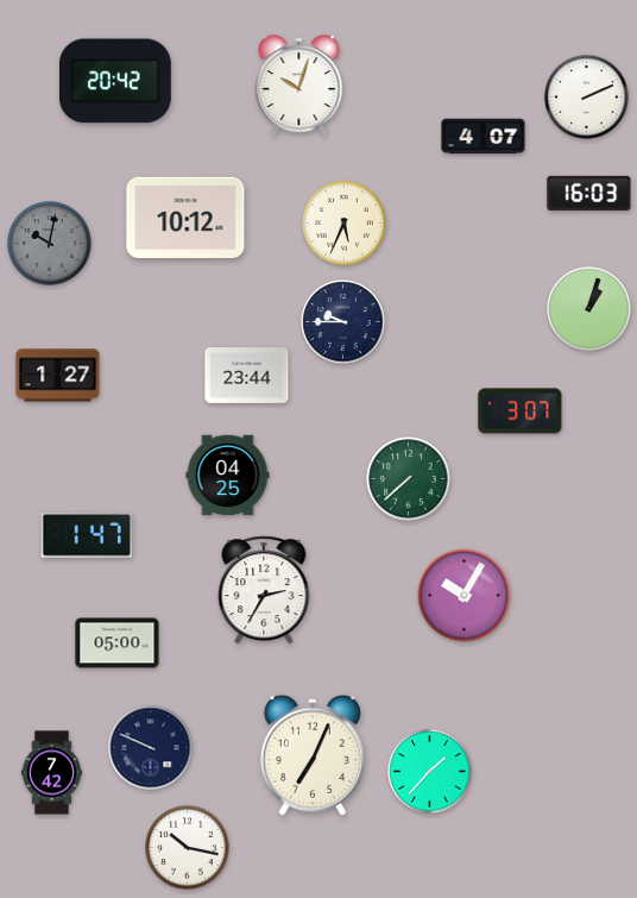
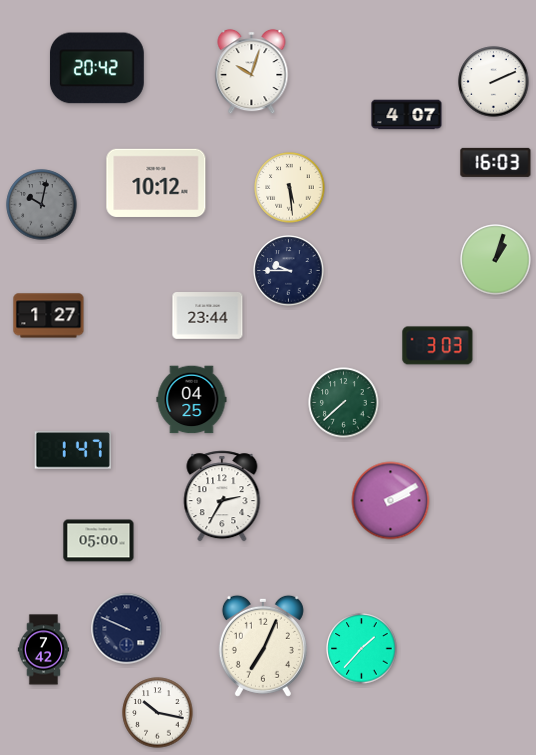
clock at (345, 224): 5:34 -> 5:29
clock at (521, 412): 3:07 -> 3:03
clock at (465, 596): 10:05 -> 2:10
clock at (313, 755) position: (313, 755) -> (263, 646)
